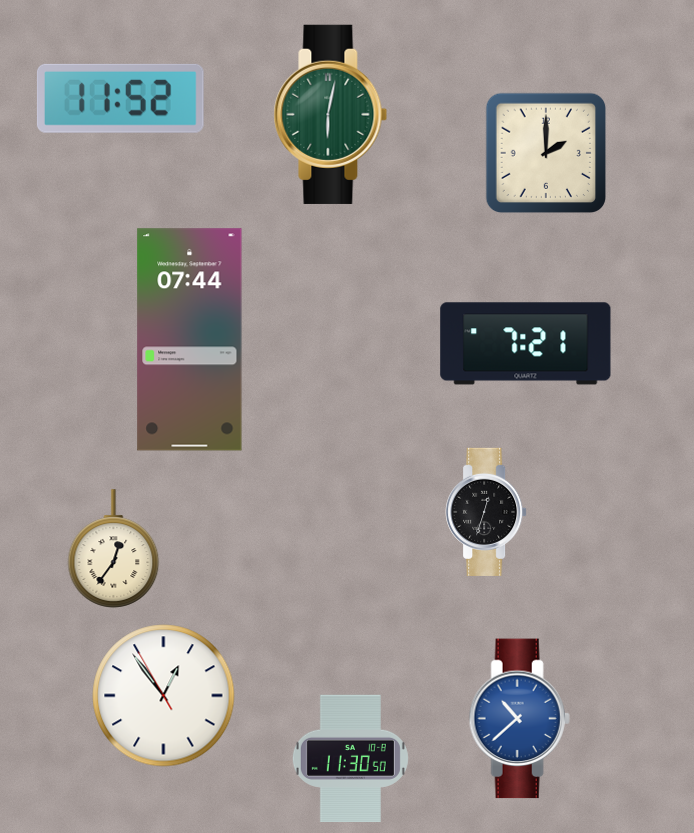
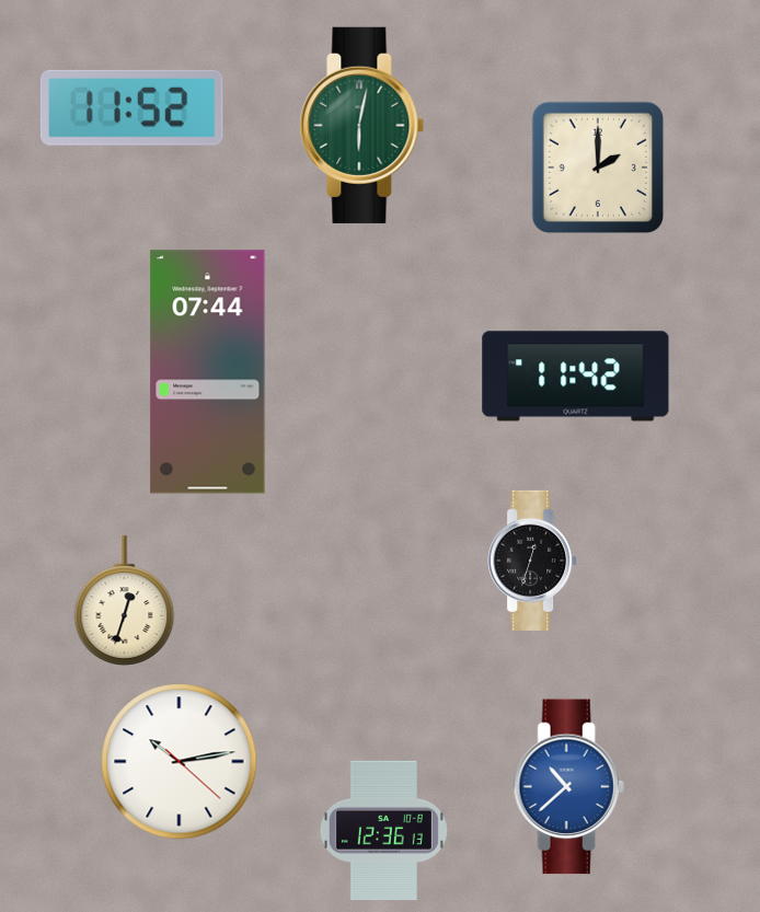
clock at (526, 344): 7:21 -> 11:42
clock at (114, 549): 12:36 -> 12:33
clock at (164, 696): 12:53 -> 10:13
clock at (350, 758): 11:30 -> 12:36
